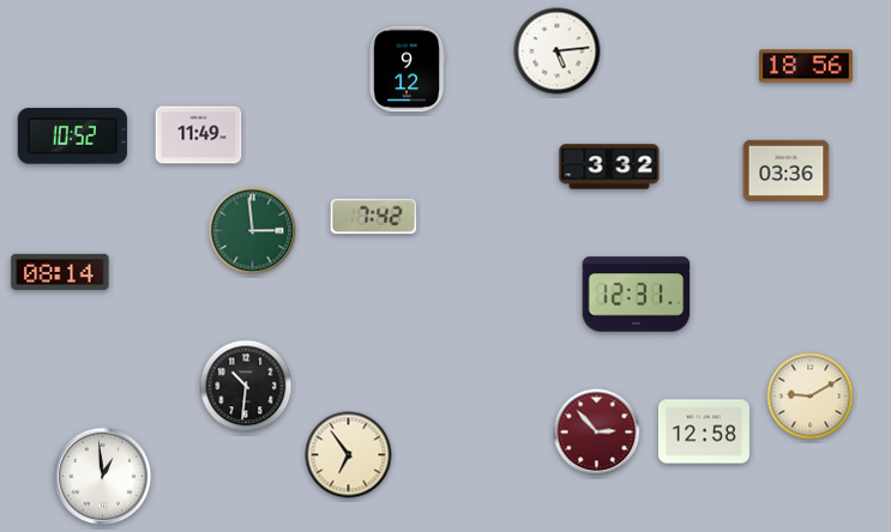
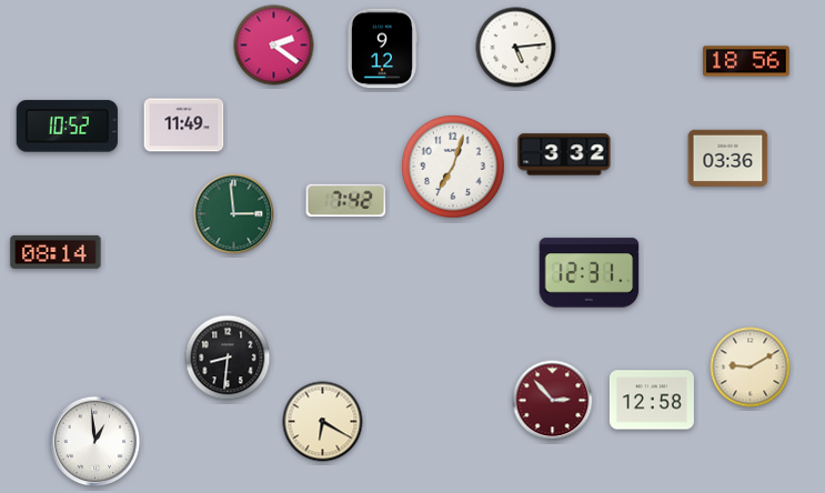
clock at (274, 46): none -> 2:21
clock at (405, 69) position: (405, 69) -> (381, 49)
clock at (454, 168): none -> 7:03
clock at (246, 386): 10:31 -> 8:31
clock at (349, 455): 6:54 -> 6:20
